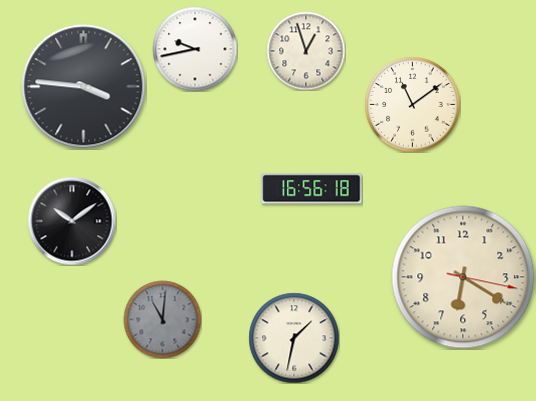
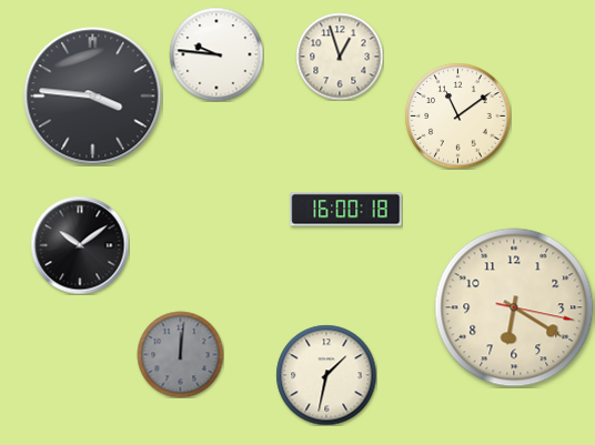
clock at (195, 49): 9:43 -> 9:46
clock at (312, 189): 16:56 -> 16:00
clock at (162, 319): 11:01 -> 12:01
